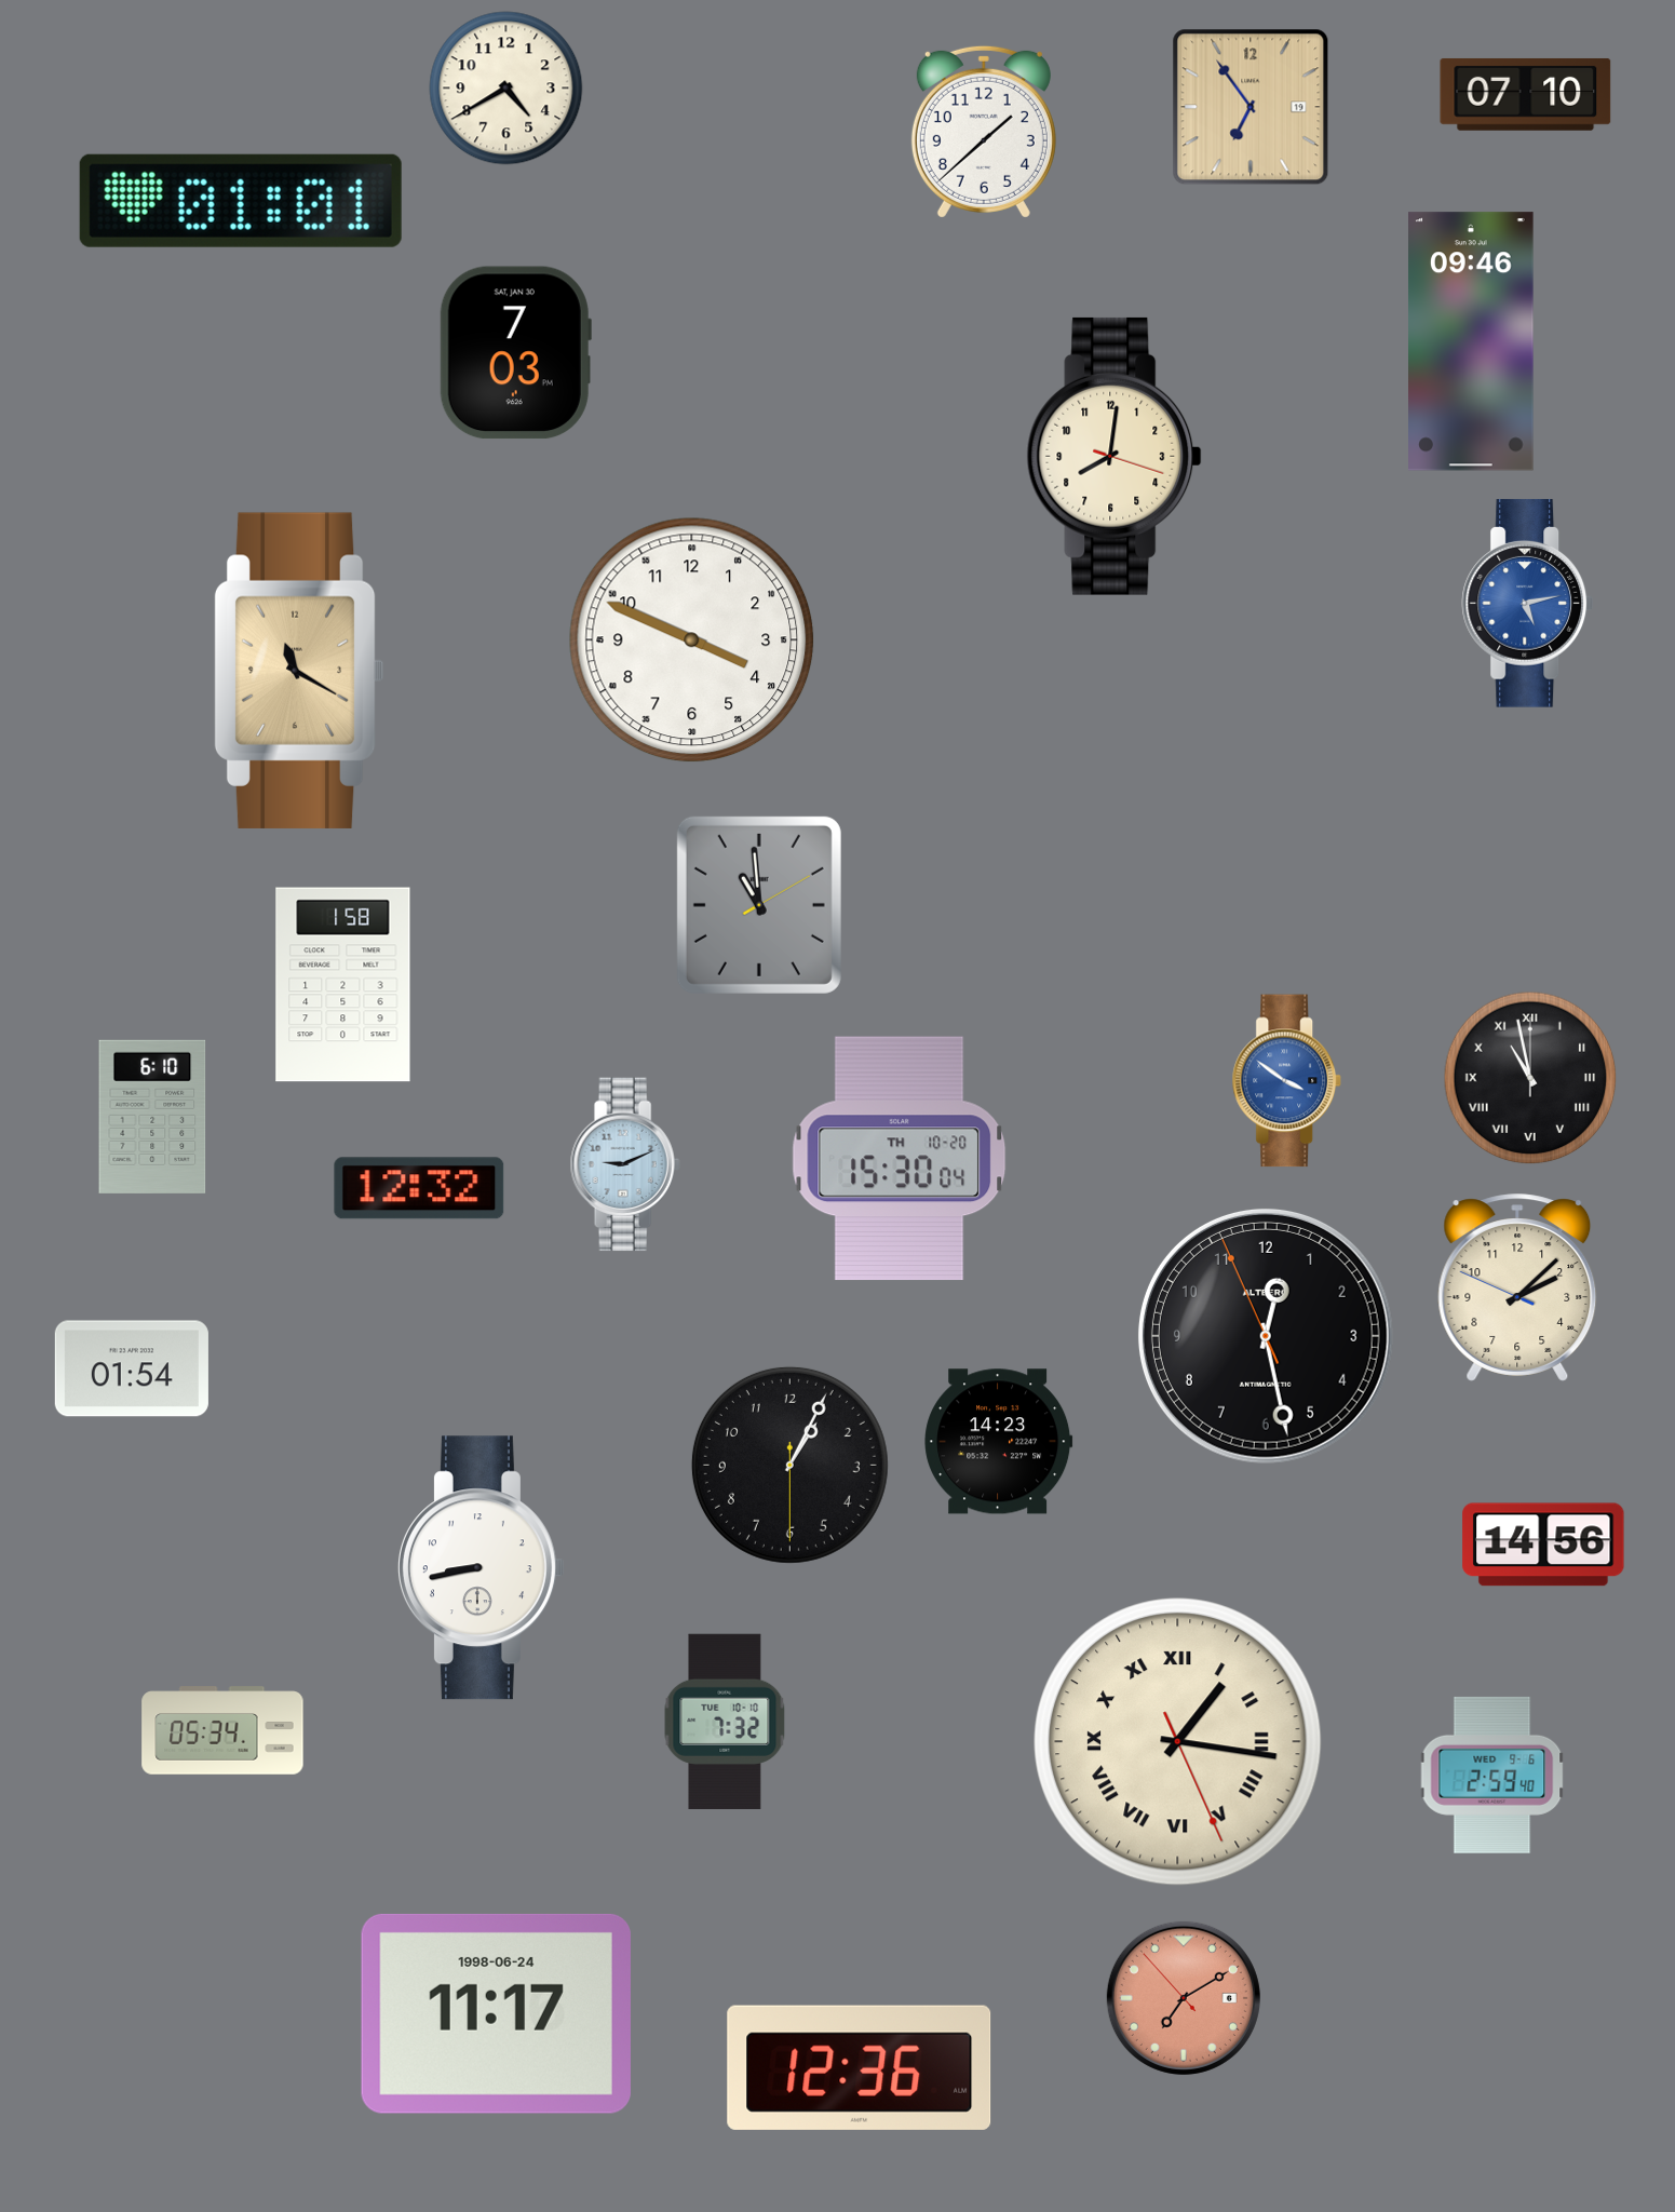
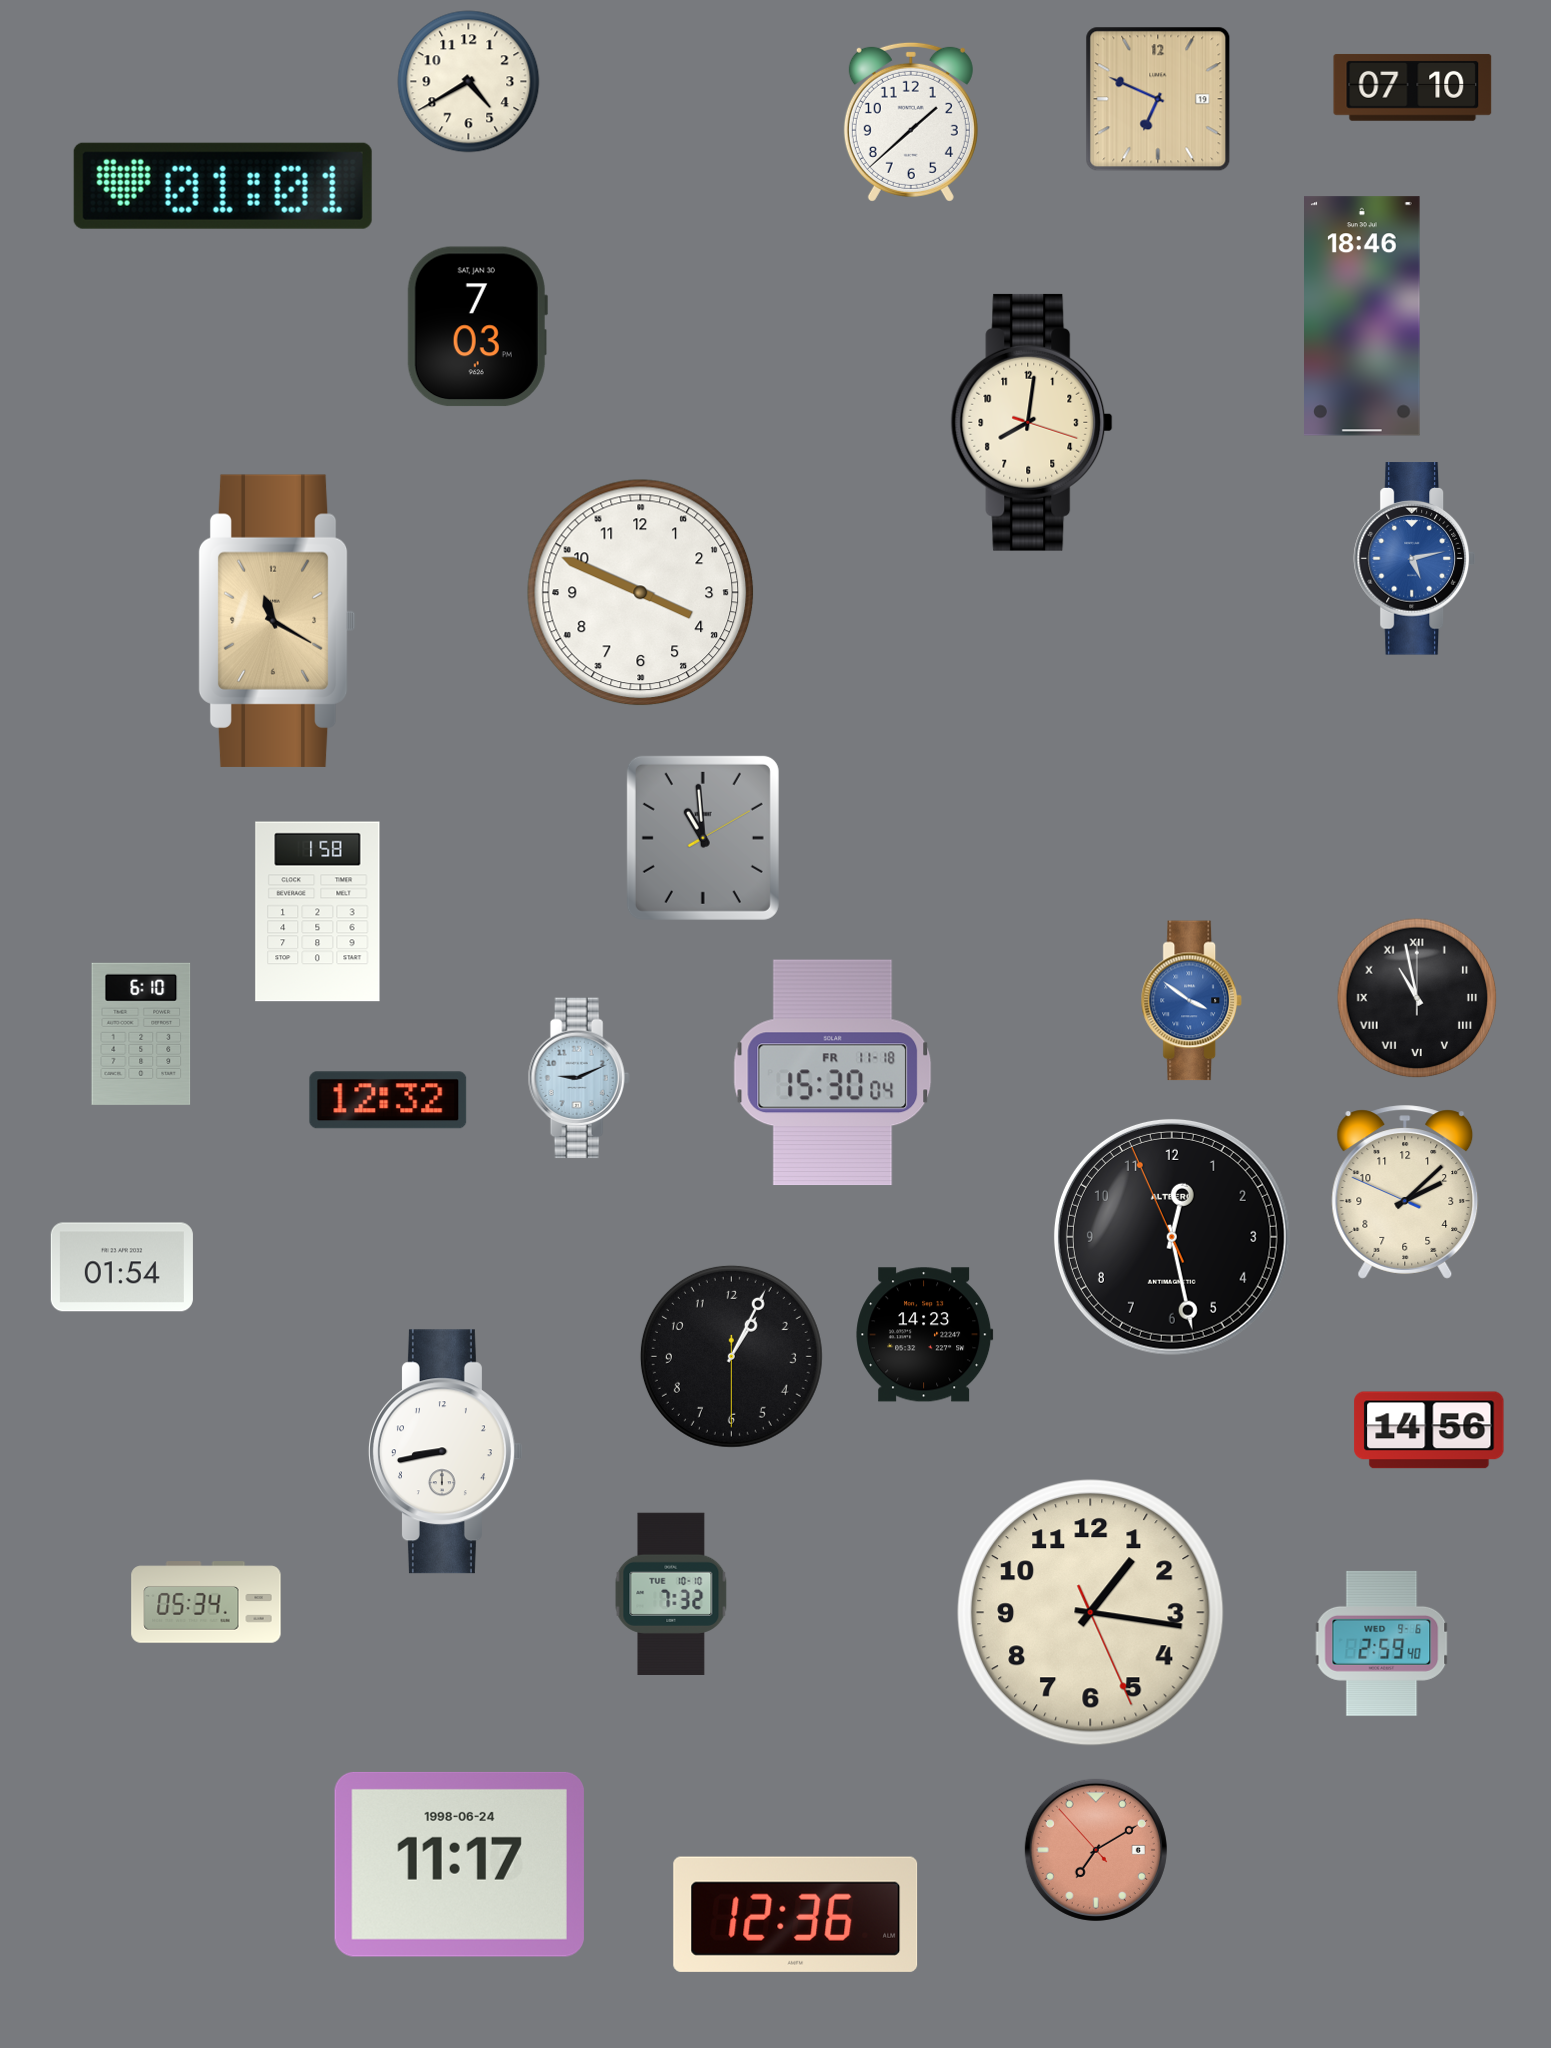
clock at (1251, 107): 6:54 -> 6:49
clock at (1472, 341): 09:46 -> 18:46
clock at (900, 1159) date: TH 10-20 -> FR 11-18
clock at (1178, 1742) numerals: Roman -> Arabic
